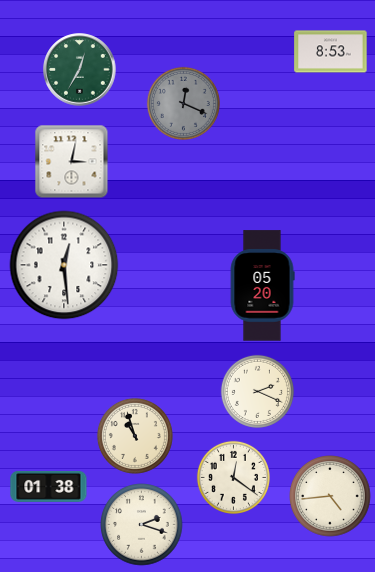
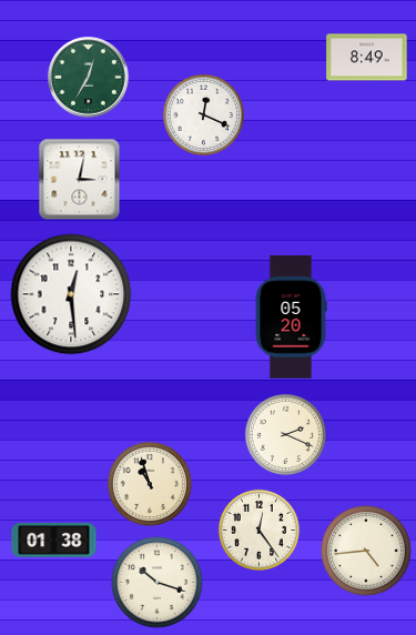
clock at (331, 52): 8:53 -> 8:49
clock at (183, 103) dial: grey -> white
clock at (233, 477): 12:21 -> 12:24
clock at (142, 525): 2:18 -> 10:18
